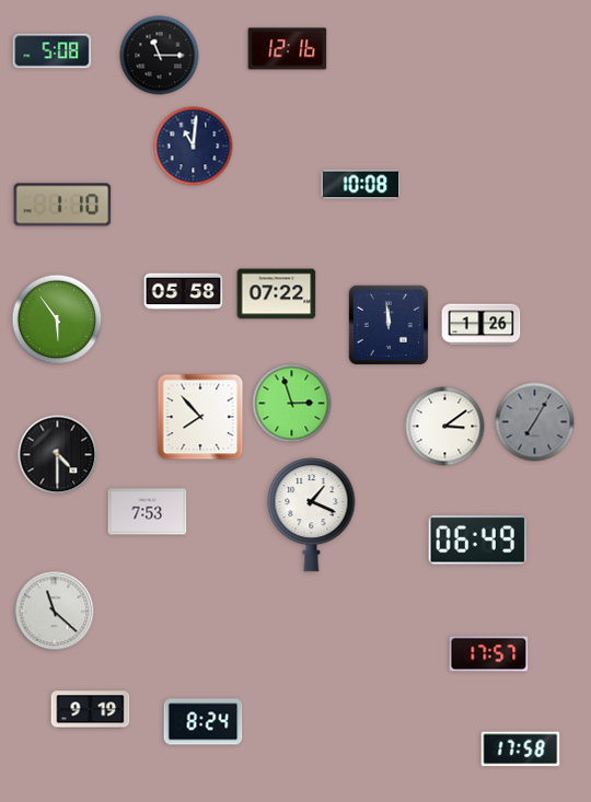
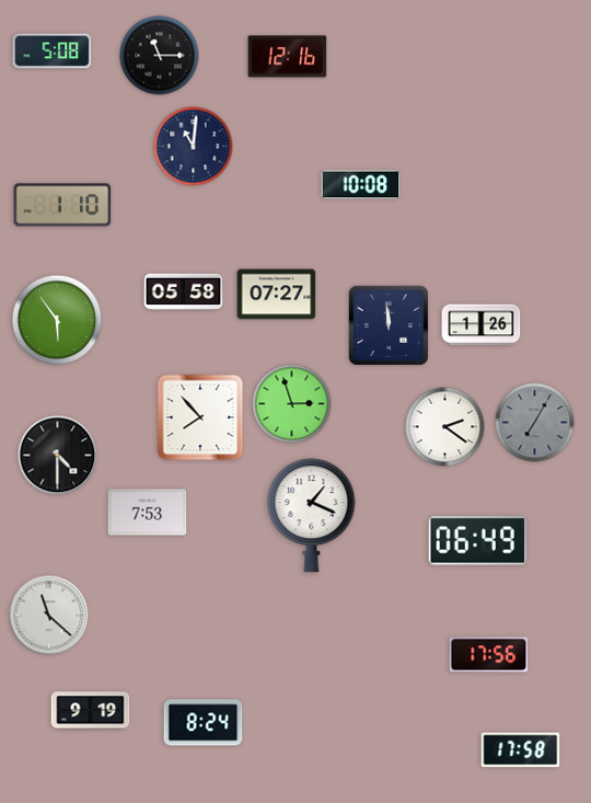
clock at (288, 49) position: (288, 49) -> (288, 57)
clock at (277, 294): 07:22 -> 07:27
clock at (445, 427): 3:09 -> 2:21
clock at (55, 612) position: (55, 612) -> (49, 616)
clock at (489, 654): 17:57 -> 17:56
